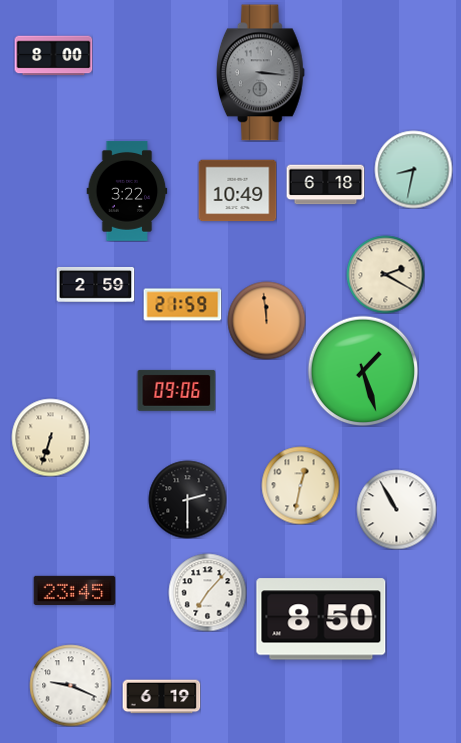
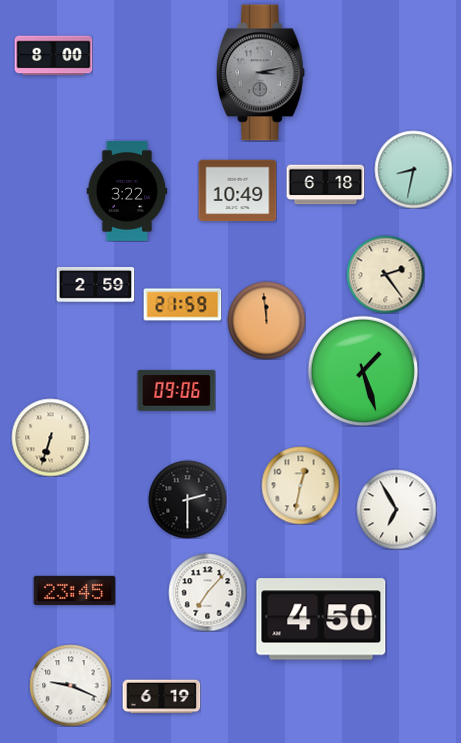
clock at (260, 73): 3:16 -> 3:13
clock at (385, 274): 2:20 -> 2:24
clock at (396, 509): 10:55 -> 6:55
clock at (321, 619): 8:50 -> 4:50
